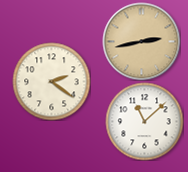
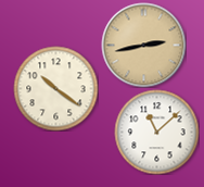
clock at (141, 41) position: (141, 41) -> (143, 45)
clock at (51, 81): 2:21 -> 10:21
